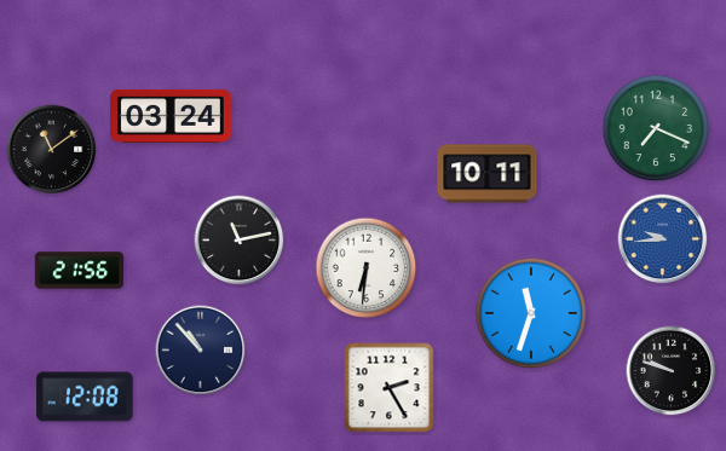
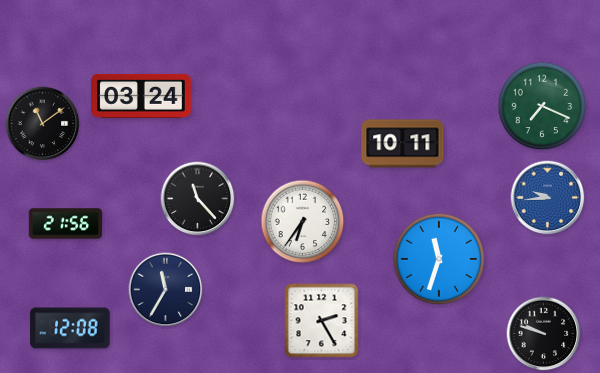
clock at (240, 241): 11:13 -> 11:23
clock at (367, 268): 6:31 -> 6:36
clock at (201, 351): 10:53 -> 11:35
clock at (672, 371) position: (672, 371) -> (544, 334)
